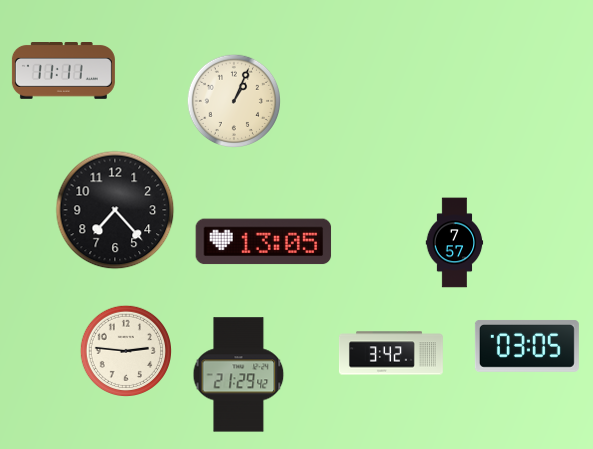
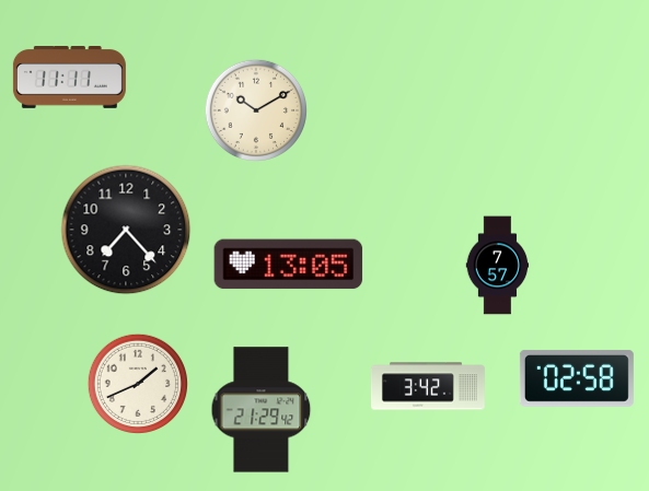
clock at (234, 101): 1:04 -> 10:10
clock at (527, 346): 03:05 -> 02:58
clock at (125, 350): 2:46 -> 1:41
